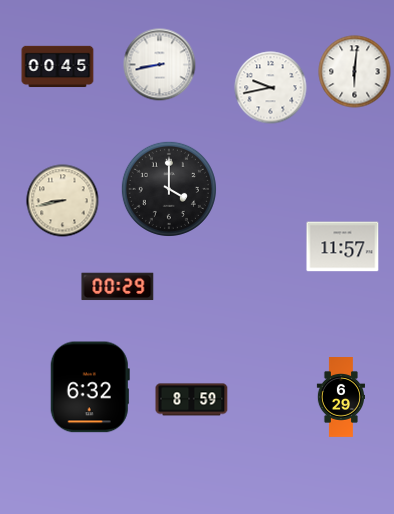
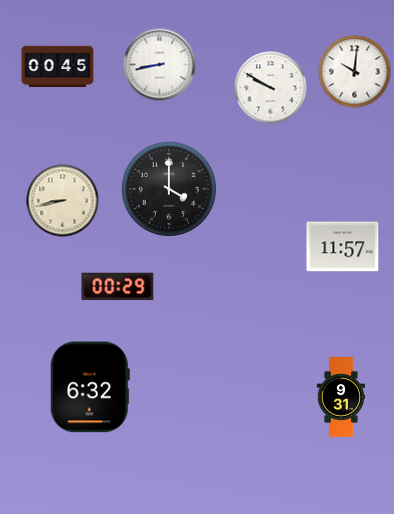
clock at (355, 72): 6:01 -> 10:01
clock at (271, 88): 9:43 -> 9:50
clock at (340, 398): 6:29 -> 9:31
clock at (192, 400): 8:59 -> none
